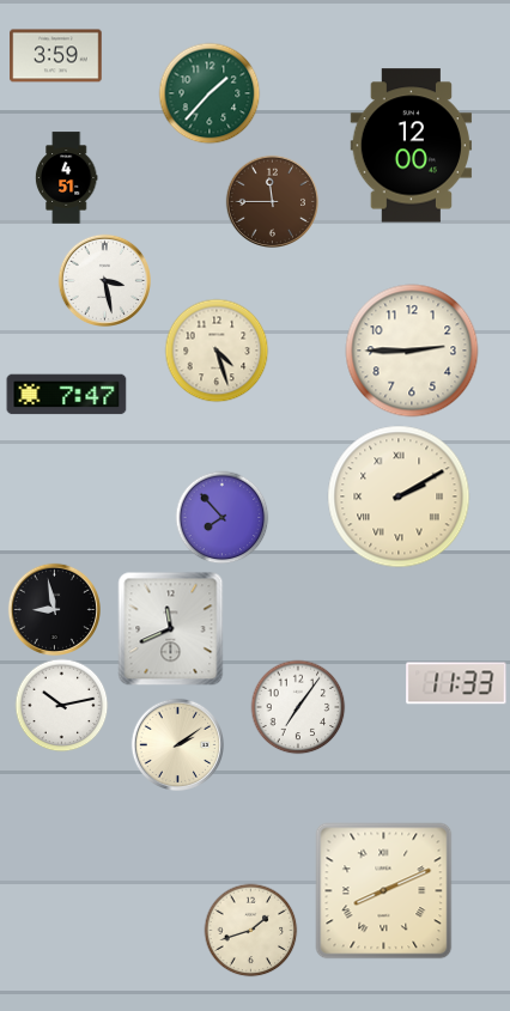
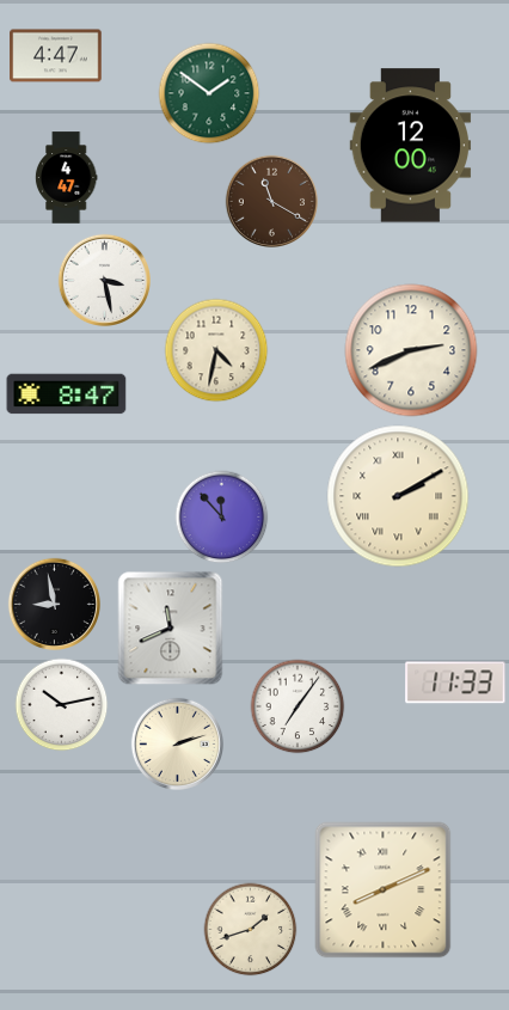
clock at (56, 56): 3:59 -> 4:47
clock at (210, 93): 1:37 -> 1:51
clock at (66, 178): 4:51 -> 4:47
clock at (272, 201): 11:45 -> 11:20
clock at (217, 351): 4:27 -> 4:32
clock at (412, 351): 2:45 -> 2:41
clock at (67, 395): 7:47 -> 8:47
clock at (221, 517): 7:53 -> 11:53
clock at (54, 609) position: (54, 609) -> (54, 604)
clock at (177, 744): 2:09 -> 2:12
